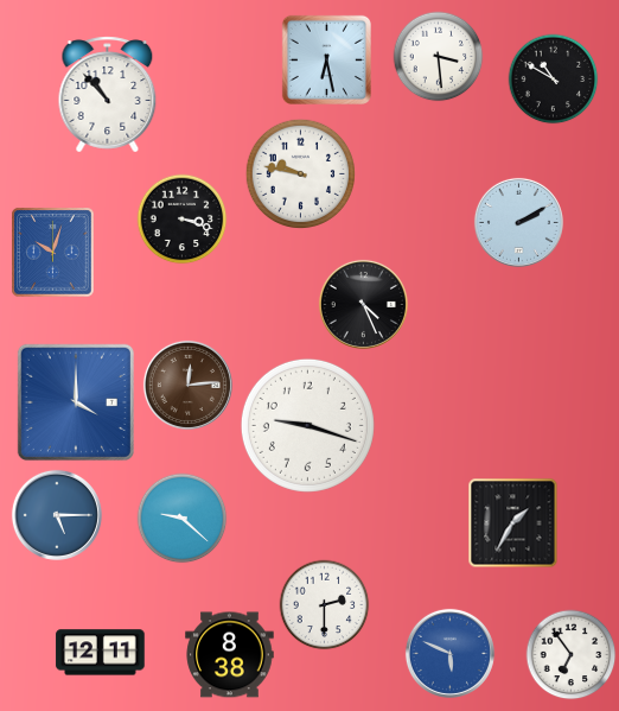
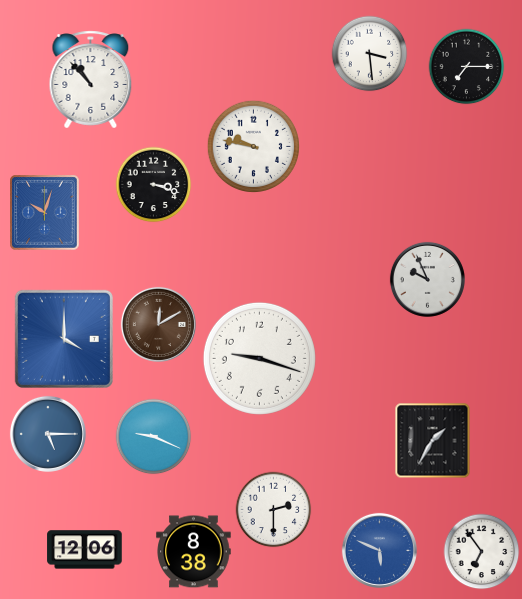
clock at (439, 57) position: (439, 57) -> (370, 54)
clock at (326, 59): 6:28 -> none
clock at (554, 80): 10:50 -> 7:15
clock at (518, 222): 2:10 -> none
clock at (363, 304): 4:26 -> none
clock at (427, 279): none -> 9:56
clock at (187, 385): 12:14 -> 12:10
clock at (183, 519): 9:22 -> 9:19
clock at (101, 653): 12:11 -> 12:06
